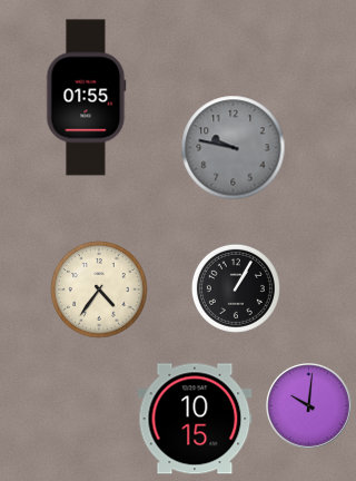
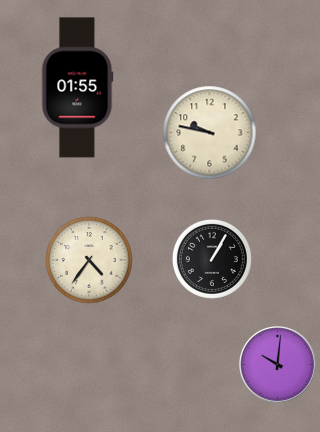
clock at (234, 148) dial: grey -> cream
clock at (195, 419): 10:15 -> none
